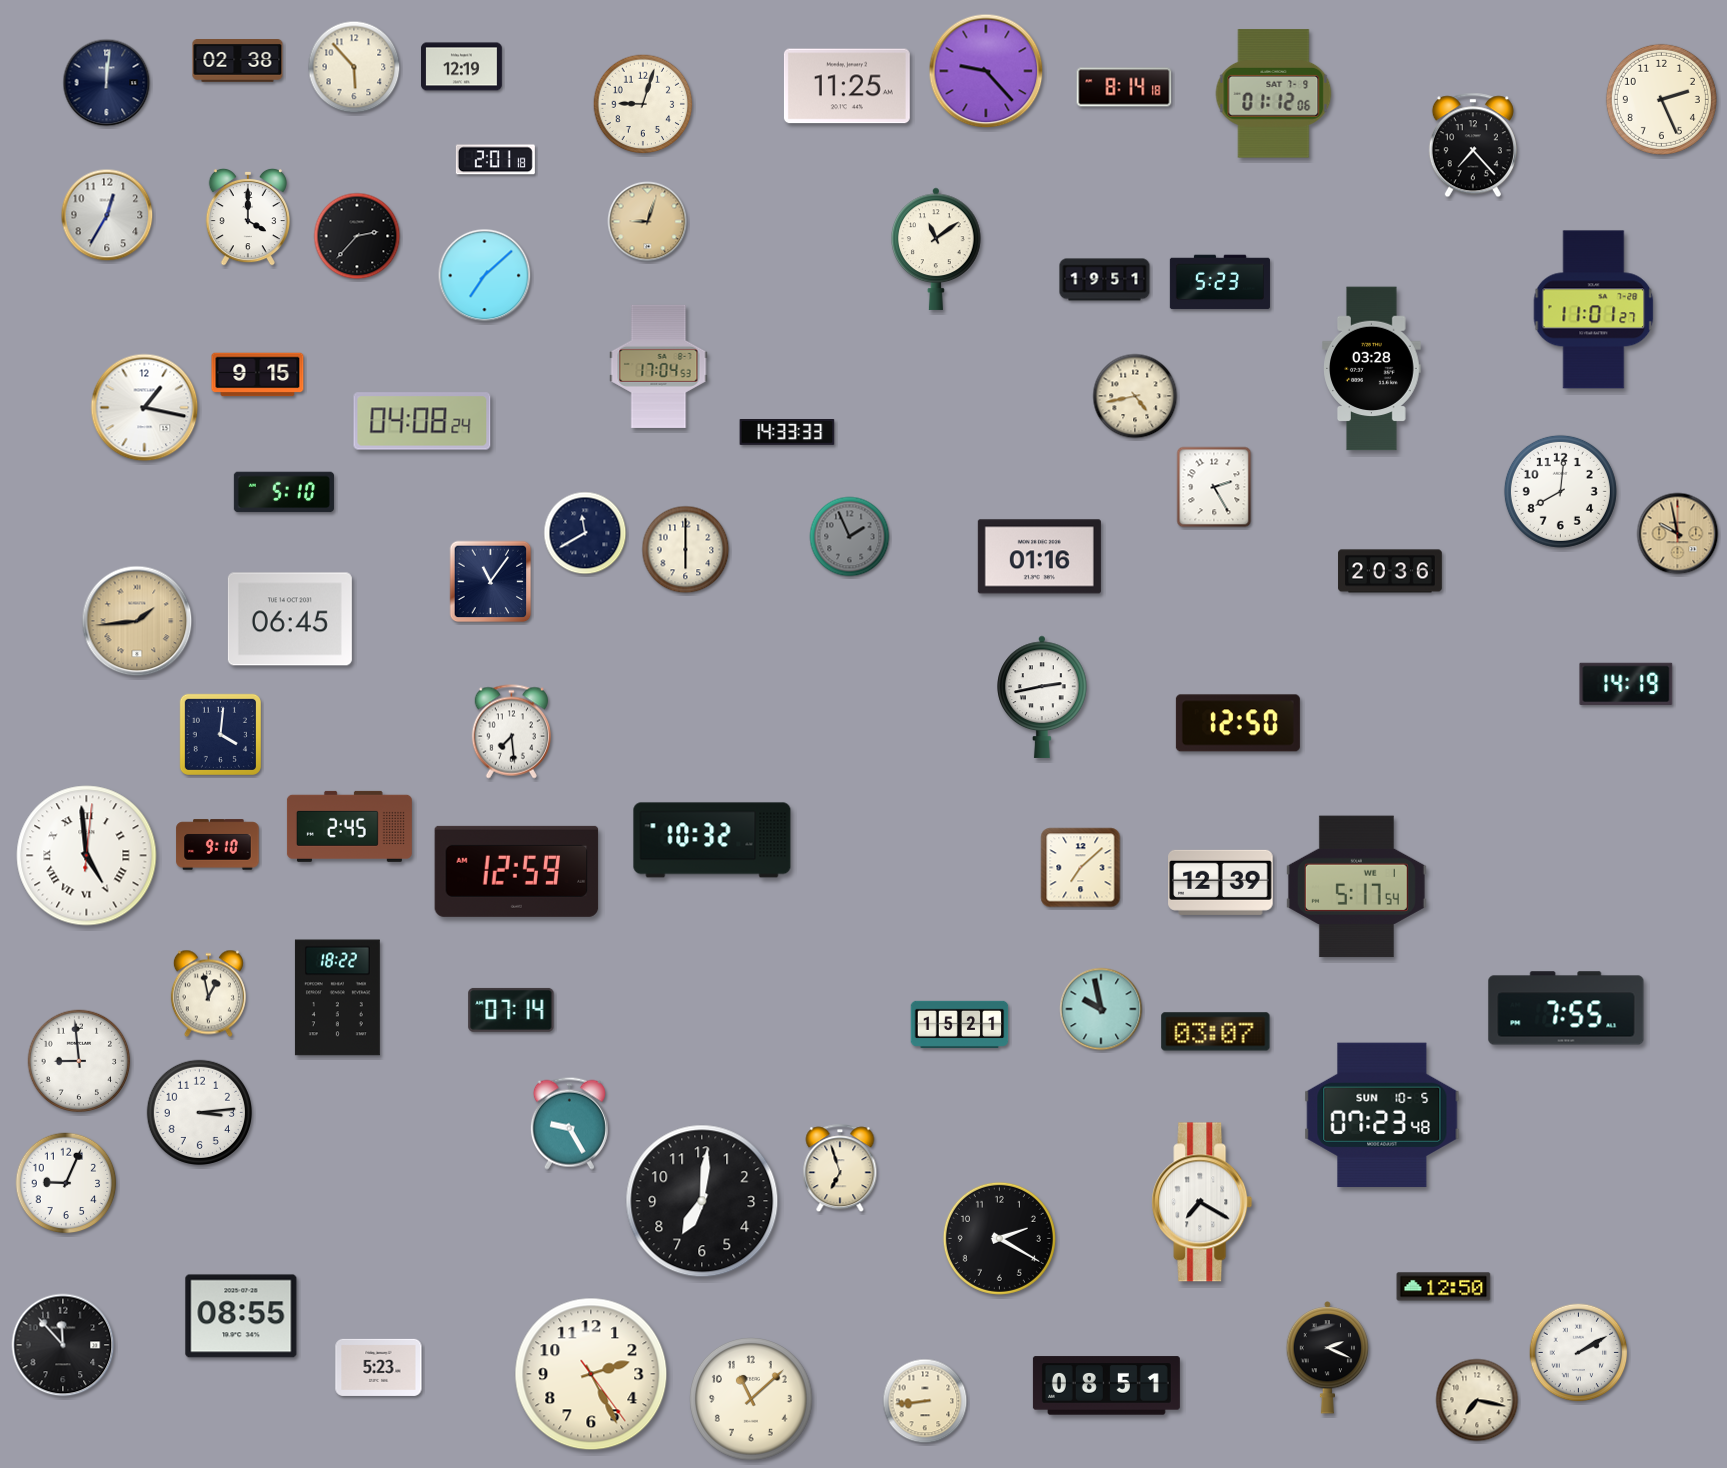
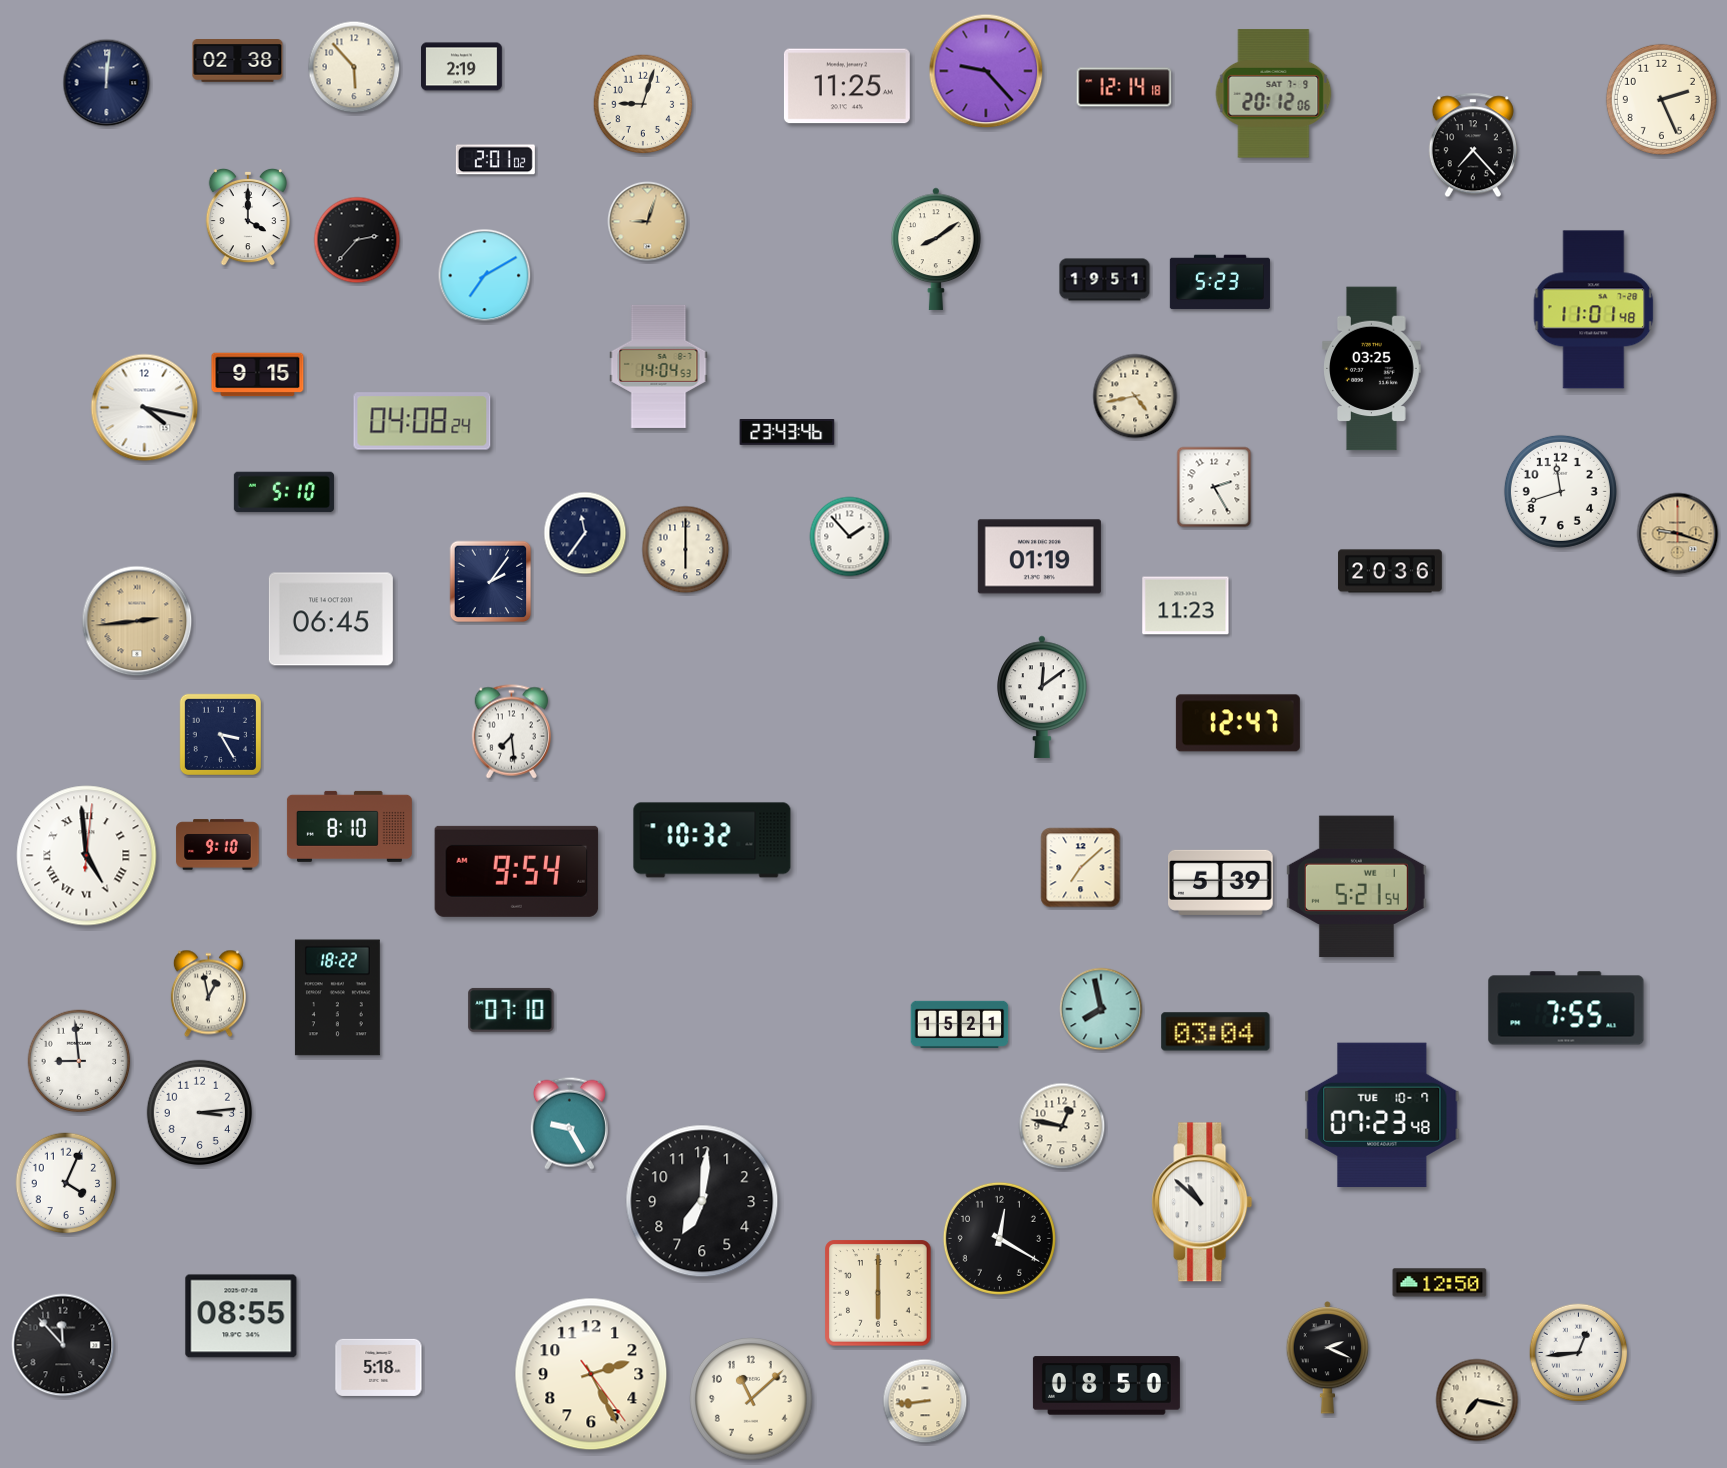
clock at (462, 67): 12:19 -> 2:19
clock at (1124, 87): 8:14 -> 12:14
clock at (1274, 94): 01:12 -> 20:12
clock at (495, 160): 2:01:18 -> 2:01:02
clock at (107, 215): 12:35 -> none
clock at (357, 236) position: (357, 236) -> (357, 240)
clock at (936, 249): 11:09 -> 8:09
clock at (485, 276): 7:08 -> 7:10
clock at (1594, 310): 11:01:27 -> 11:01:48
clock at (659, 366): 17:04 -> 14:04
clock at (1372, 369): 03:28 -> 03:25
clock at (145, 408): 1:17 -> 4:17
clock at (787, 433): 14:33 -> 23:43
clock at (1560, 491): 8:01 -> 11:42
clock at (585, 533): 11:40 -> 11:36
clock at (1678, 534): 9:58 -> 9:18
clock at (850, 537): 1:56 -> 1:53
clock at (850, 537) dial: grey -> white
clock at (1039, 557): 01:16 -> 01:19
clock at (491, 582): 11:06 -> 2:06
clock at (1186, 606): none -> 11:23
clock at (290, 619) position: (290, 619) -> (331, 619)
clock at (137, 621): 1:44 -> 2:44
clock at (1626, 684): 14:19 -> none
clock at (1042, 697): 2:43 -> 12:09
clock at (1238, 723): 12:50 -> 12:47
clock at (220, 734): 4:01 -> 3:25
clock at (349, 826): 2:45 -> 8:10
clock at (517, 871): 12:59 -> 9:54
clock at (1221, 882): 12:39 -> 5:39
clock at (1356, 887): 5:17 -> 5:21
clock at (1101, 1009): 9:58 -> 7:58
clock at (511, 1010): 07:14 -> 07:10
clock at (1216, 1032): 03:07 -> 03:04
clock at (1382, 1115) date: SUN 10-5 -> TUE 10-7
clock at (1062, 1126): none -> 12:47
clock at (840, 1169): 6:57 -> none
clock at (66, 1183): 9:04 -> 4:04
clock at (1202, 1202): 7:20 -> 10:52
clock at (999, 1238): 2:20 -> 12:20
clock at (1444, 1287) position: (1444, 1287) -> (1440, 1283)
clock at (878, 1293): none -> 6:00
clock at (1579, 1353): 2:10 -> 12:44
clock at (379, 1367): 5:23 -> 5:18
clock at (1106, 1386): 08:51 -> 08:50
